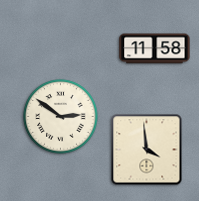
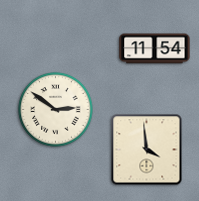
clock at (155, 49): 11:58 -> 11:54
clock at (61, 117) position: (61, 117) -> (56, 110)
